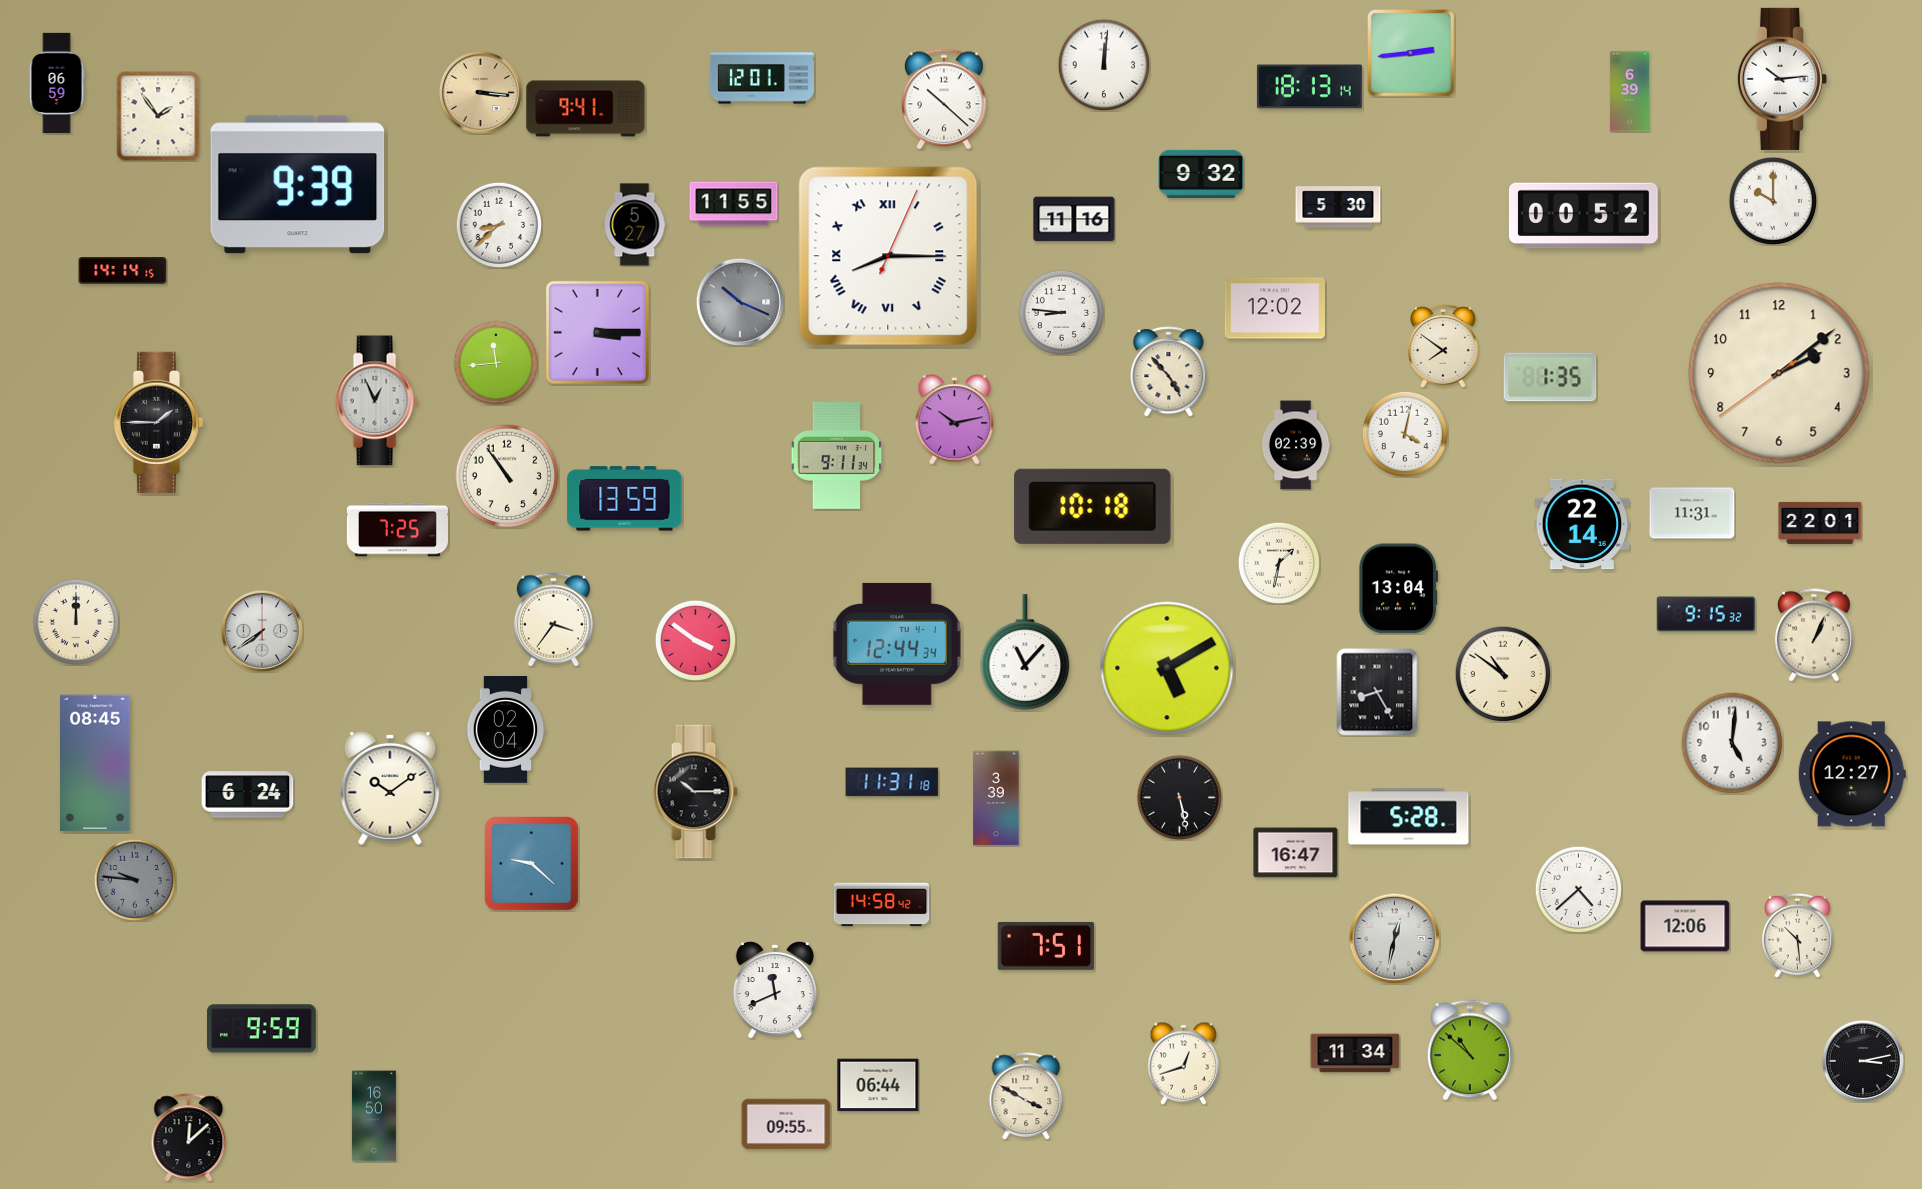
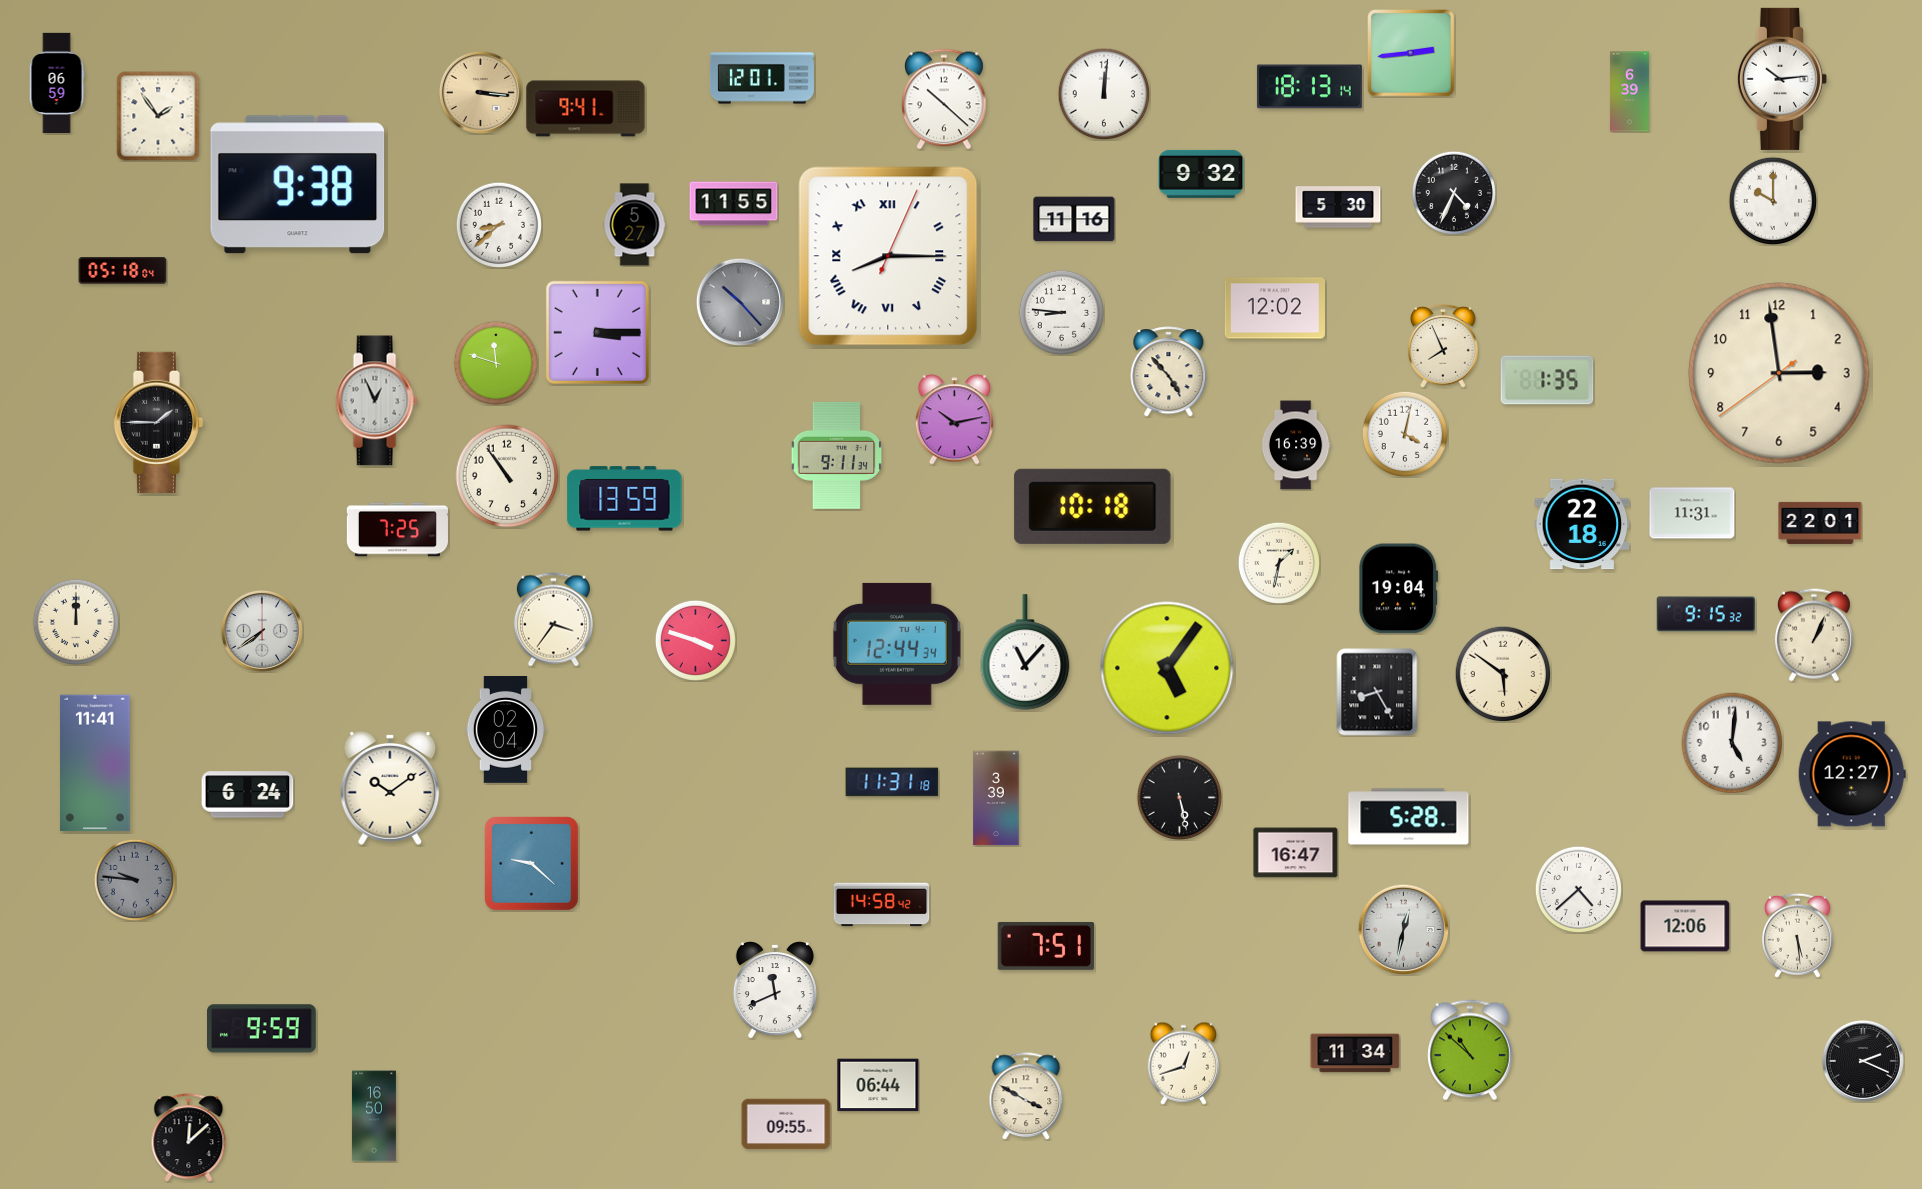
clock at (1104, 65) position: (1104, 65) -> (1104, 94)
clock at (298, 185): 9:39 -> 9:38
clock at (1454, 193): none -> 4:34
clock at (1583, 216): 00:52 -> none
clock at (123, 271): 14:14 -> 05:18
clock at (740, 302): 10:19 -> 10:23
clock at (1444, 346): 7:51 -> 7:56
clock at (496, 363): 11:44 -> 11:48
clock at (1779, 373): 2:08 -> 2:58
clock at (1550, 377) position: (1550, 377) -> (1547, 380)
clock at (1296, 445): 02:39 -> 16:39
clock at (1582, 524): 22:14 -> 22:18
clock at (1399, 589): 13:04 -> 19:04
clock at (695, 640): 3:51 -> 3:48
clock at (1167, 668): 5:10 -> 5:06
clock at (1503, 674): 10:51 -> 5:51
clock at (95, 763): 08:45 -> 11:41
clock at (695, 792): 10:15 -> none
clock at (1797, 935): 10:29 -> 5:29
clock at (1394, 938) position: (1394, 938) -> (1403, 929)
clock at (1863, 1061): 3:13 -> 2:19
